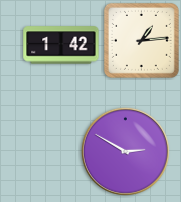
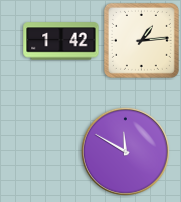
clock at (61, 45) position: (61, 45) -> (61, 41)
clock at (125, 151): 2:50 -> 11:50
